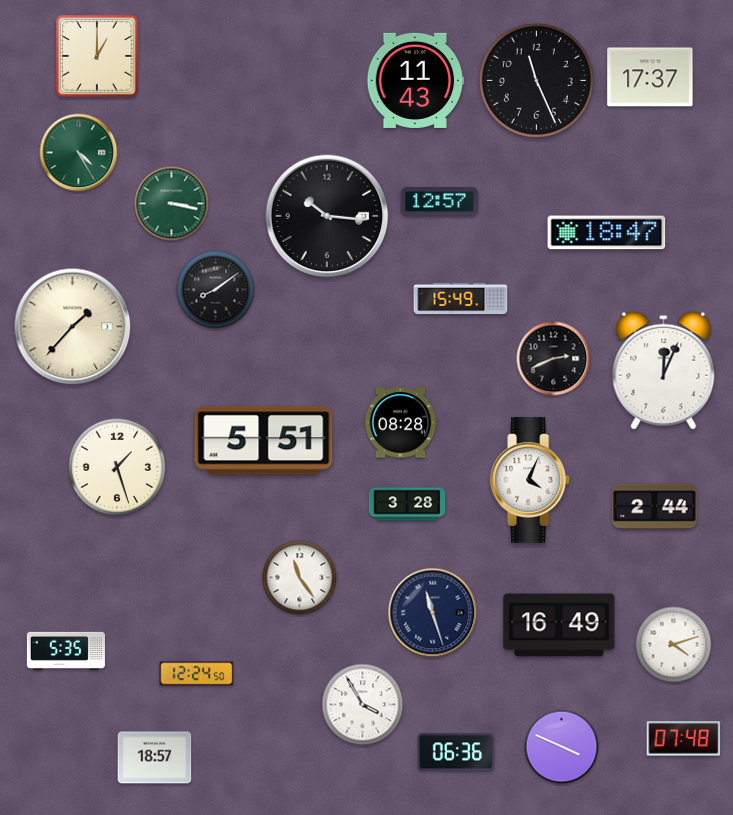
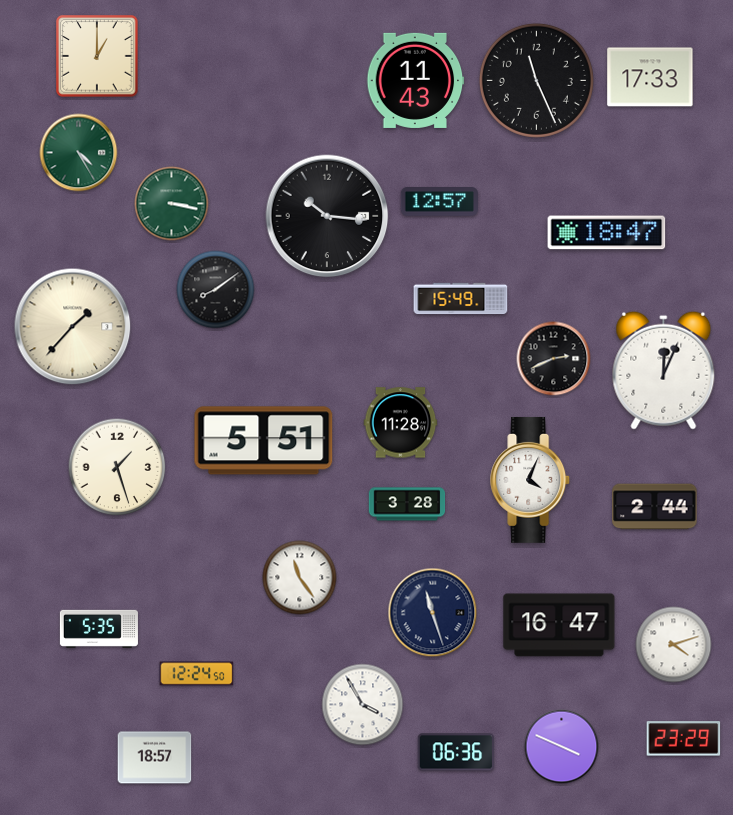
clock at (650, 77): 17:37 -> 17:33
clock at (401, 423): 08:28 -> 11:28
clock at (559, 625): 16:49 -> 16:47
clock at (66, 651) position: (66, 651) -> (99, 629)
clock at (684, 739): 07:48 -> 23:29
